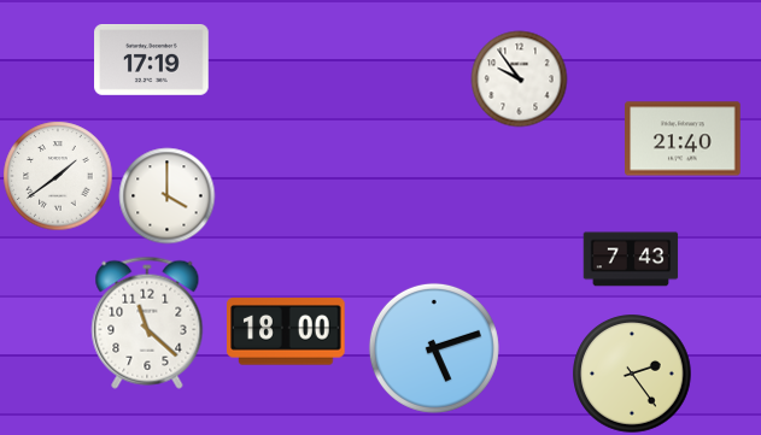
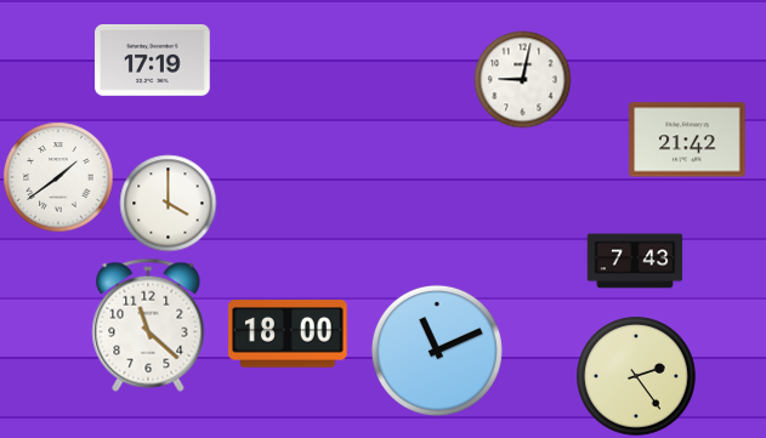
clock at (519, 78): 9:54 -> 9:02
clock at (683, 139): 21:40 -> 21:42
clock at (166, 195) position: (166, 195) -> (168, 203)
clock at (434, 348): 5:12 -> 11:11
